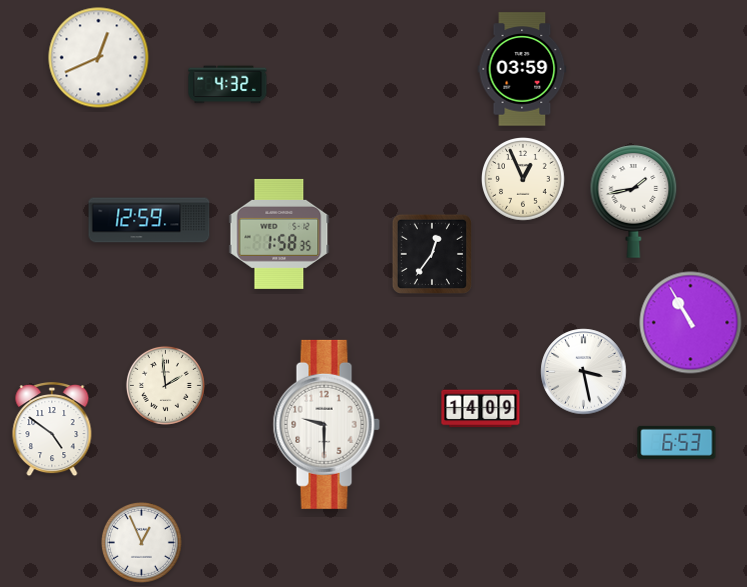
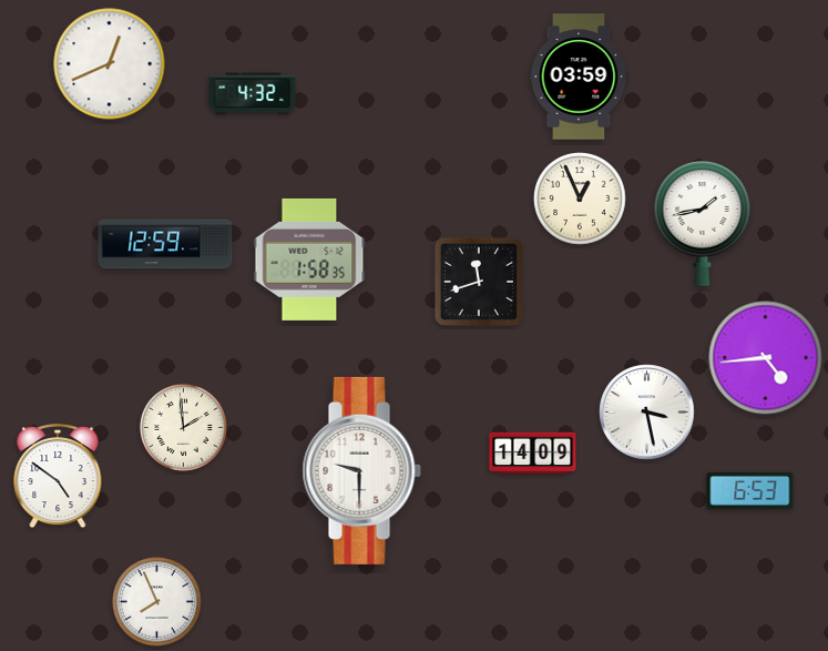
clock at (431, 253): 12:36 -> 11:42
clock at (691, 323): 10:55 -> 4:44
clock at (141, 542): 12:56 -> 7:56
